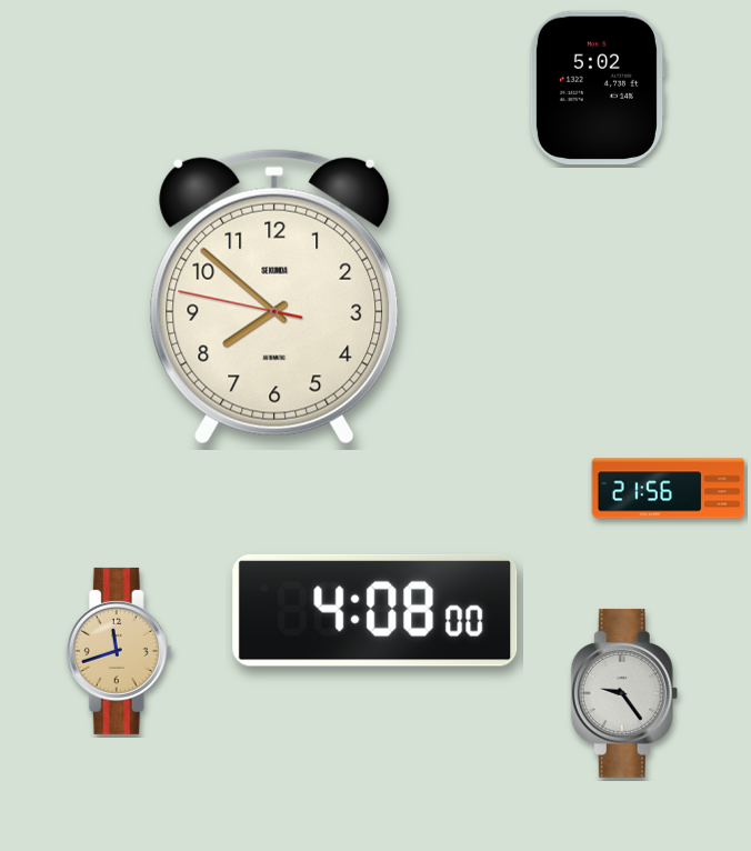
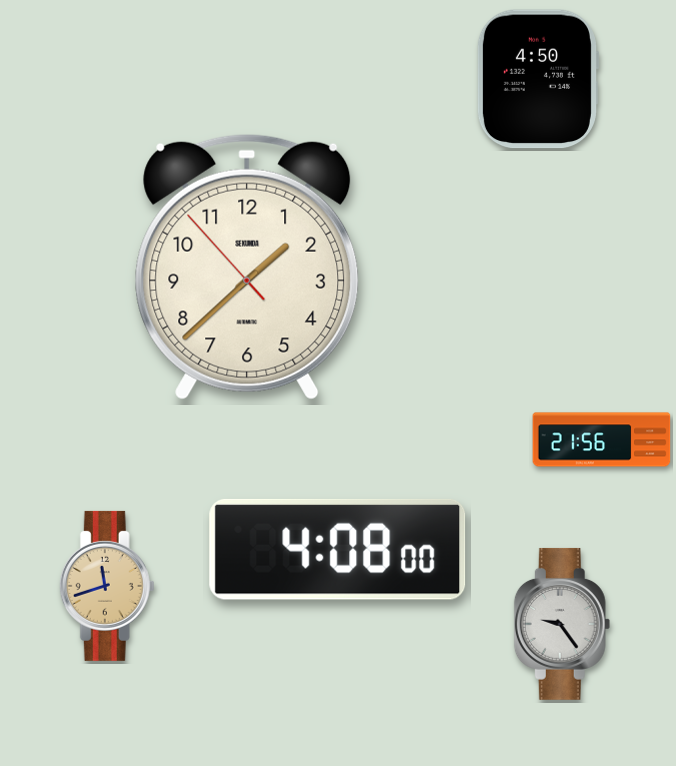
clock at (597, 88): 5:02 -> 4:50
clock at (274, 297): 7:51 -> 1:37
